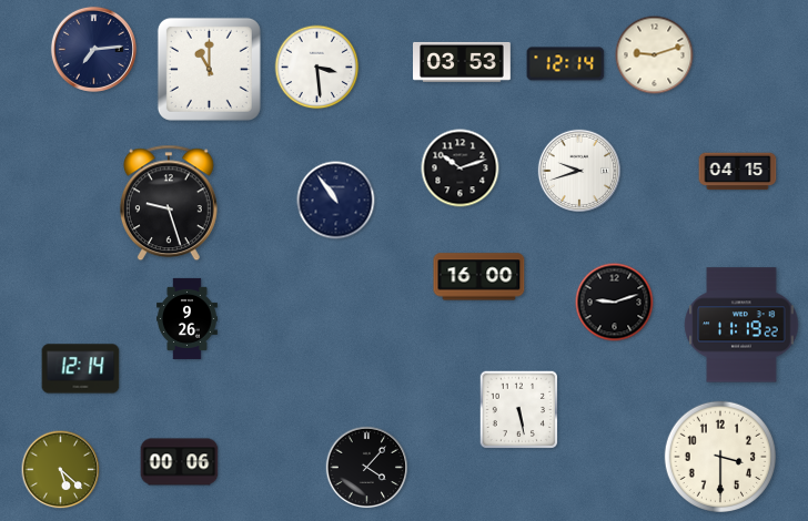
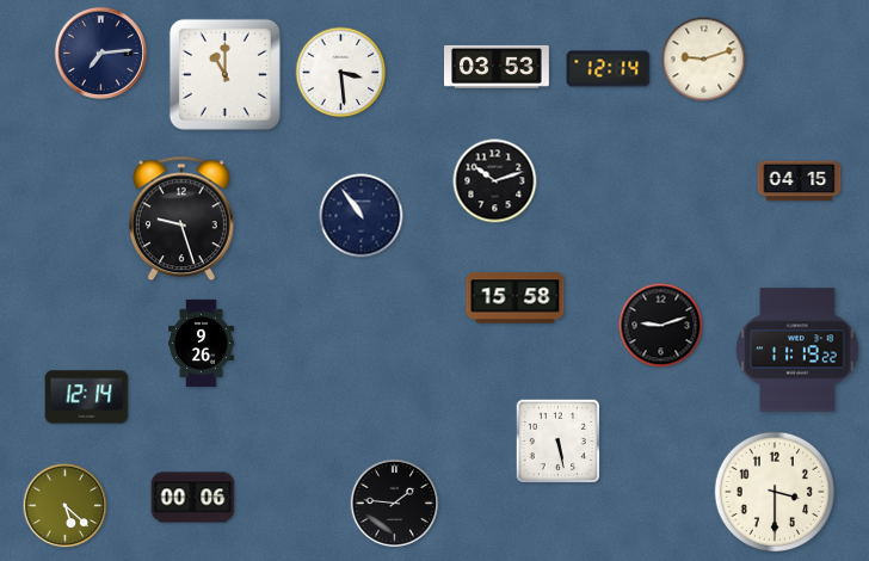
clock at (578, 170): 9:42 -> none
clock at (738, 172) position: (738, 172) -> (800, 181)
clock at (479, 277): 16:00 -> 15:58
clock at (367, 468): 4:07 -> 1:46
